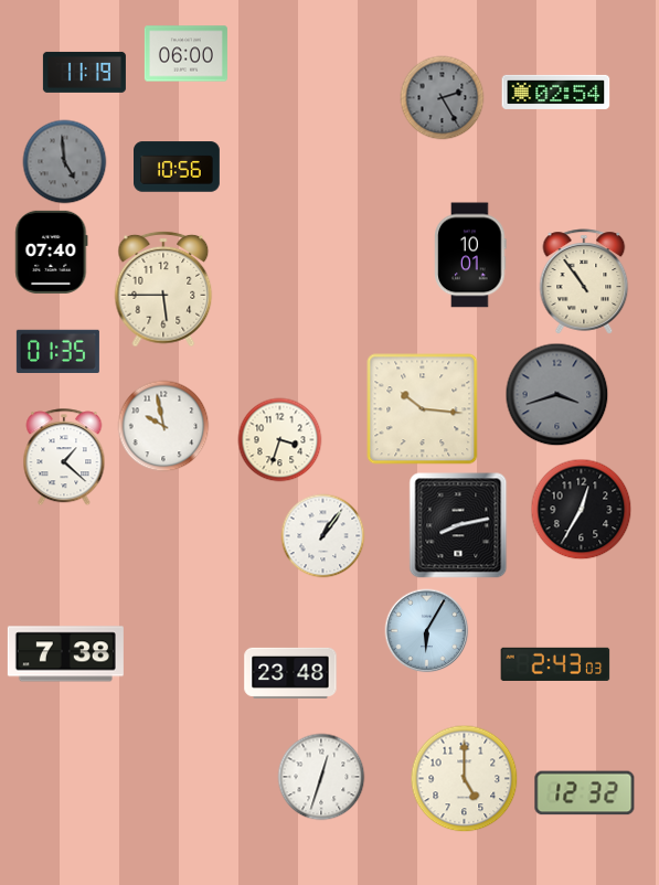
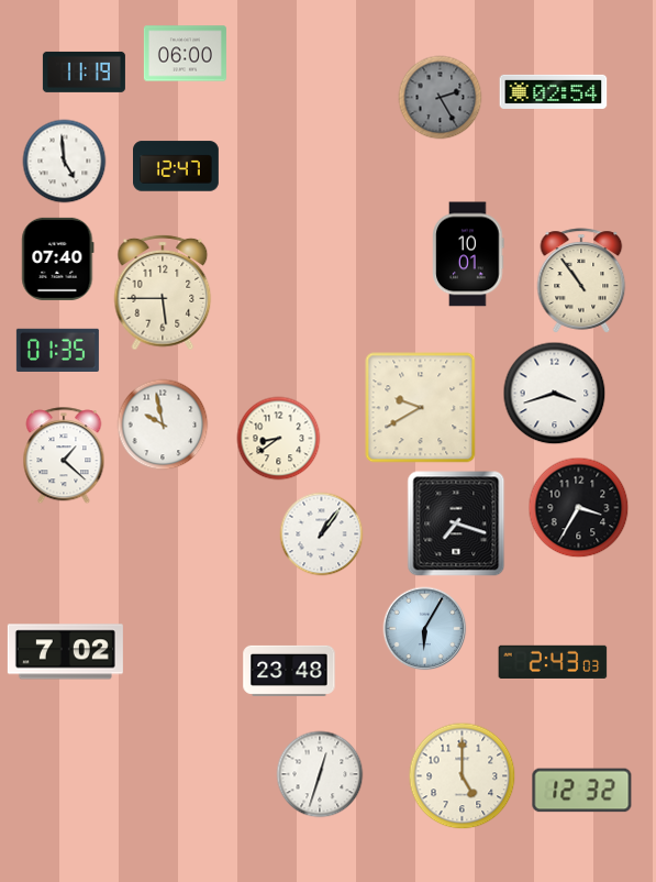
clock at (65, 162) dial: grey -> white
clock at (178, 167): 10:56 -> 12:47
clock at (52, 252) position: (52, 252) -> (58, 258)
clock at (163, 289) position: (163, 289) -> (163, 293)
clock at (557, 395) dial: grey -> white
clock at (423, 409): 10:16 -> 9:40
clock at (280, 440): 3:33 -> 8:39
clock at (582, 510): 12:35 -> 3:35
clock at (458, 525): 8:13 -> 7:18
clock at (65, 654): 7:38 -> 7:02
